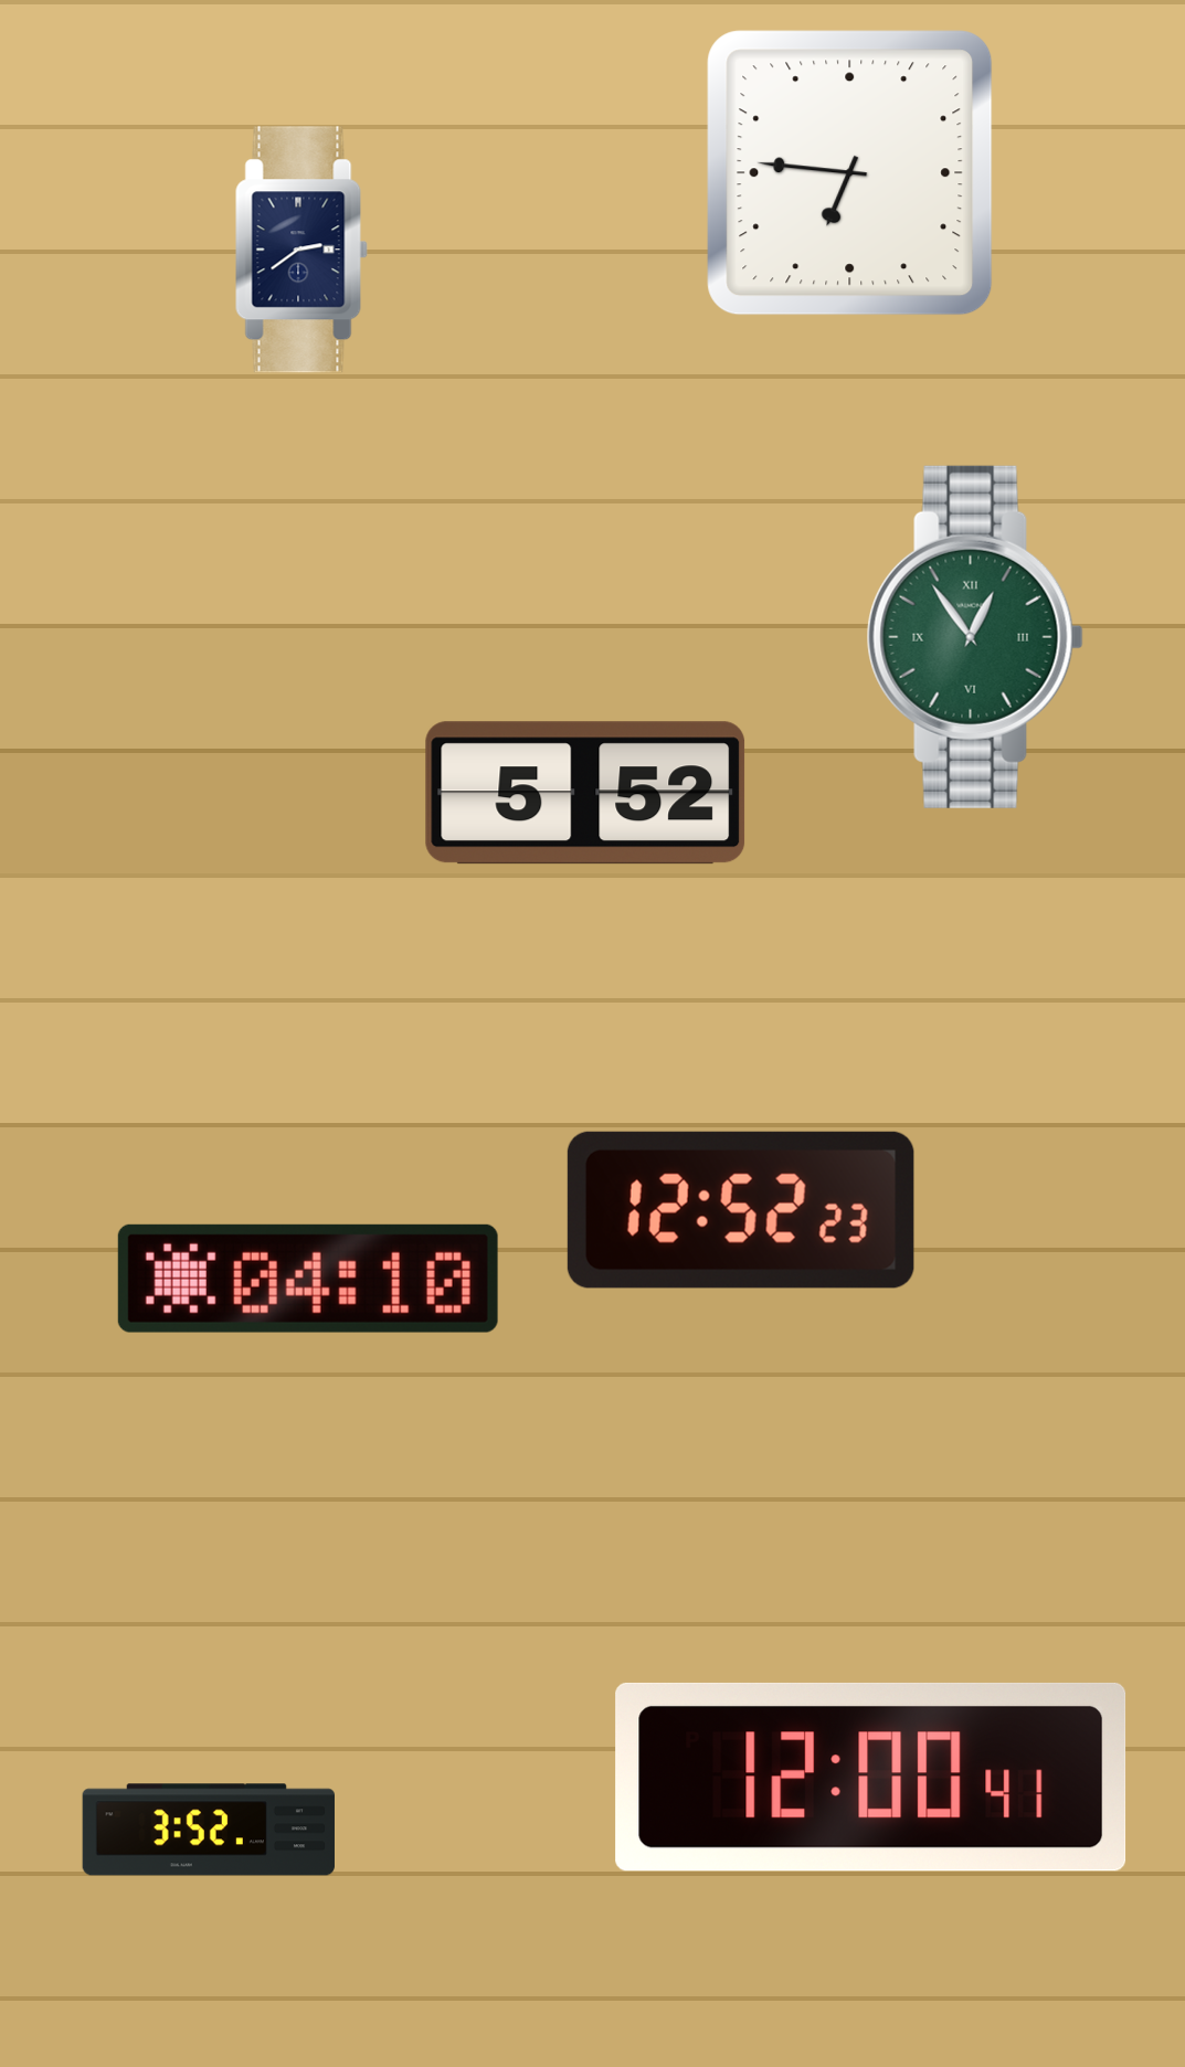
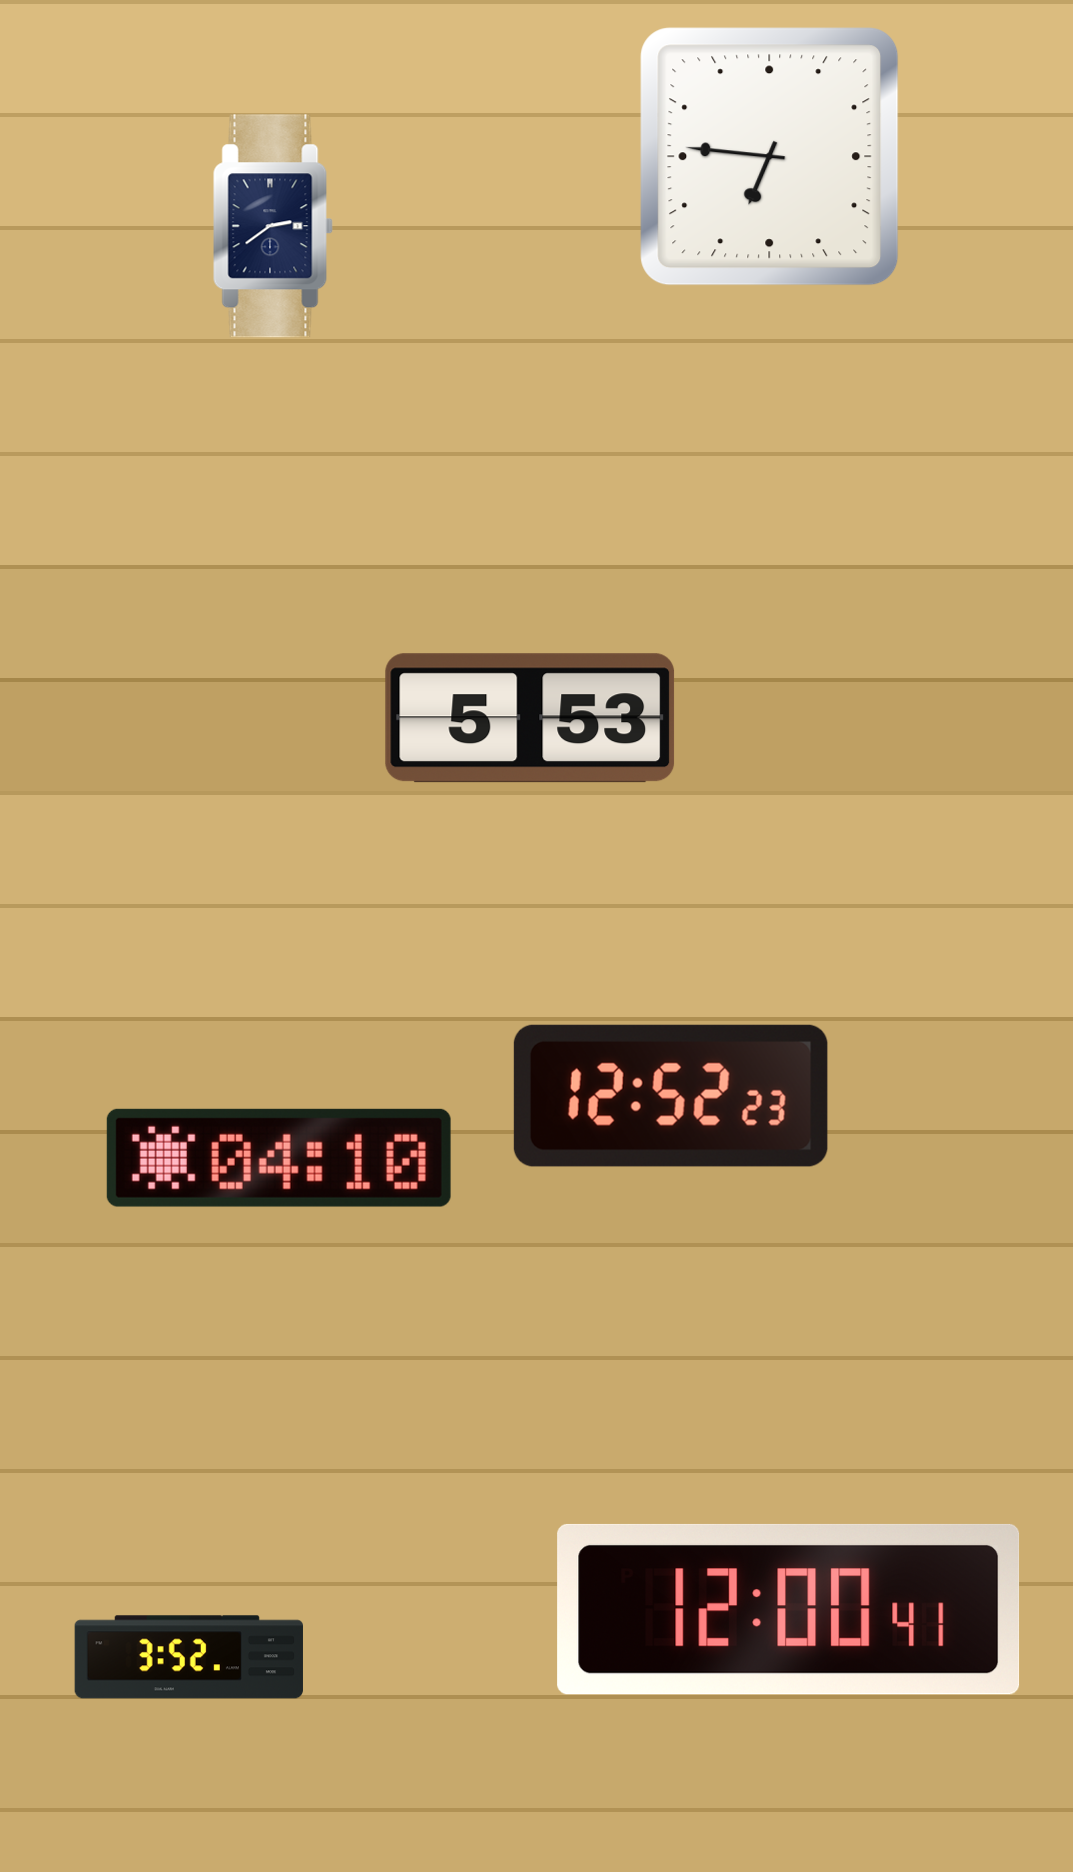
clock at (975, 637): 12:54 -> none
clock at (585, 793): 5:52 -> 5:53
